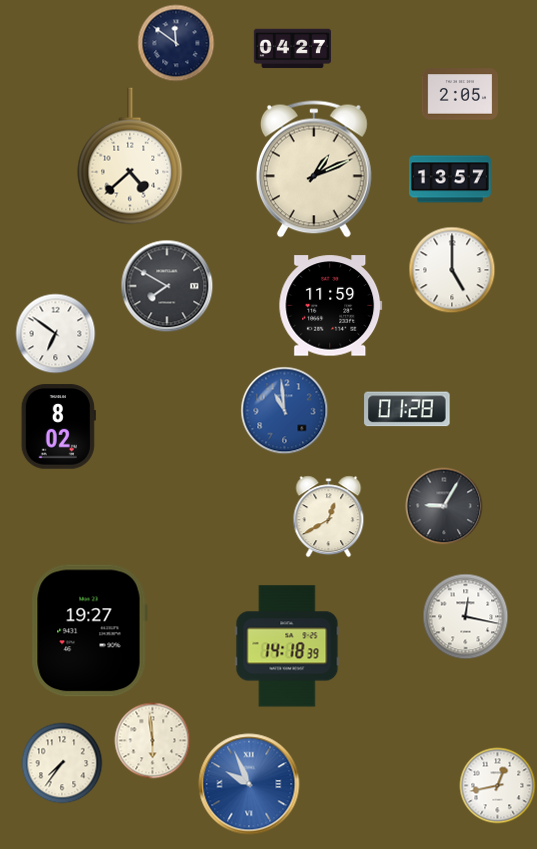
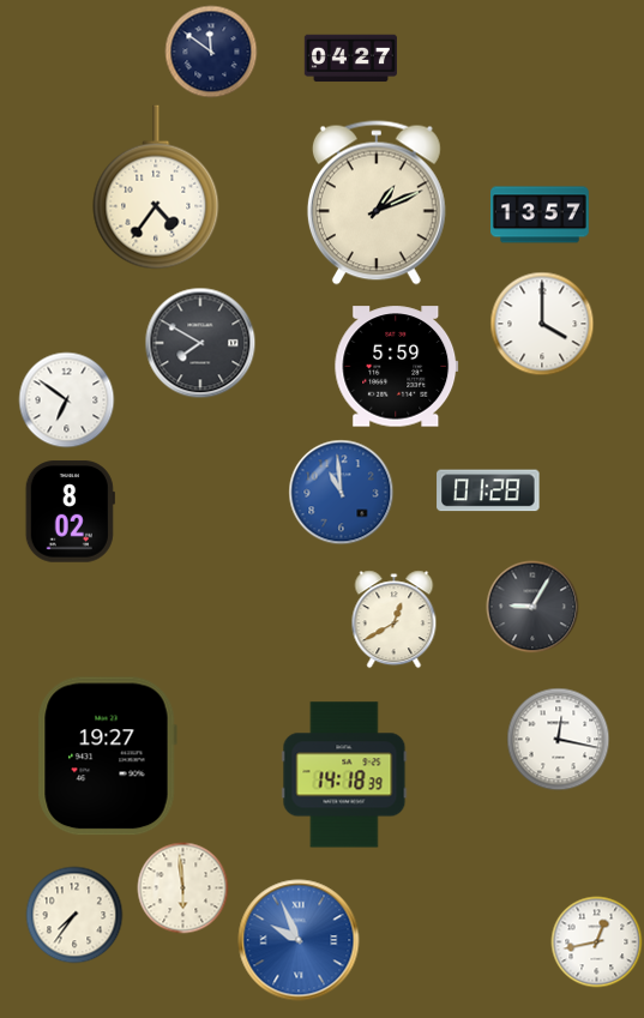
clock at (459, 94): 2:05 -> none
clock at (130, 156): 4:38 -> 4:36
clock at (452, 270): 5:00 -> 4:00
clock at (331, 306): 11:59 -> 5:59
